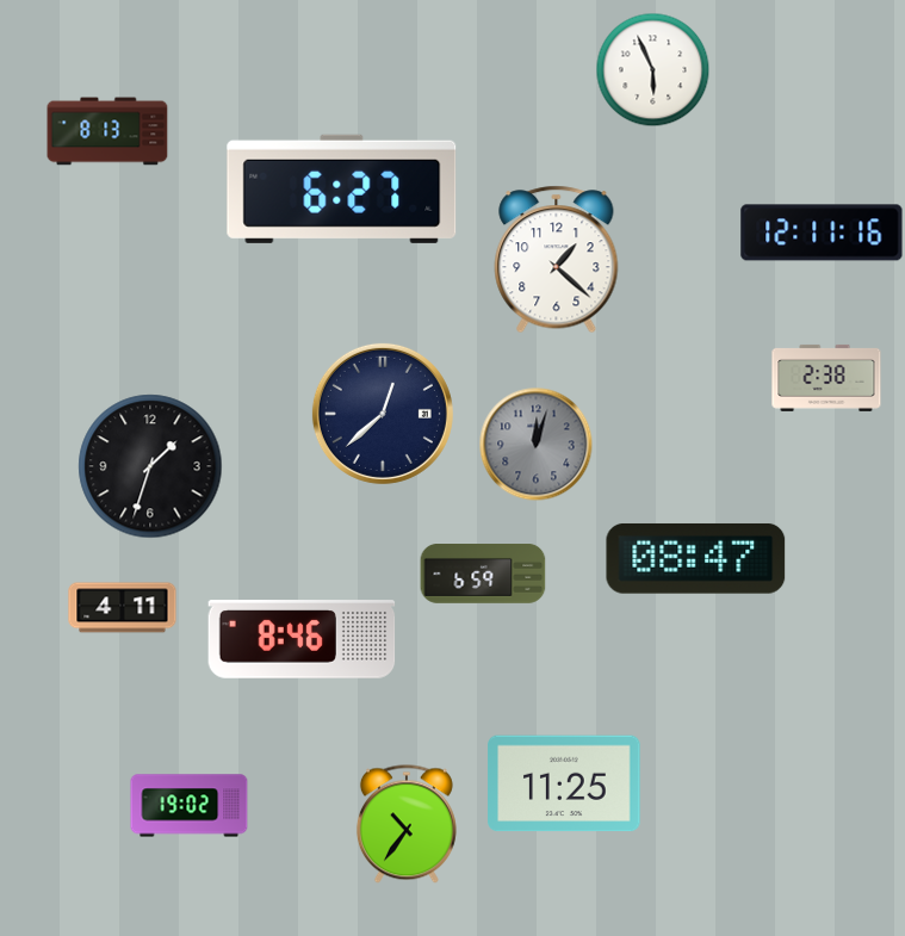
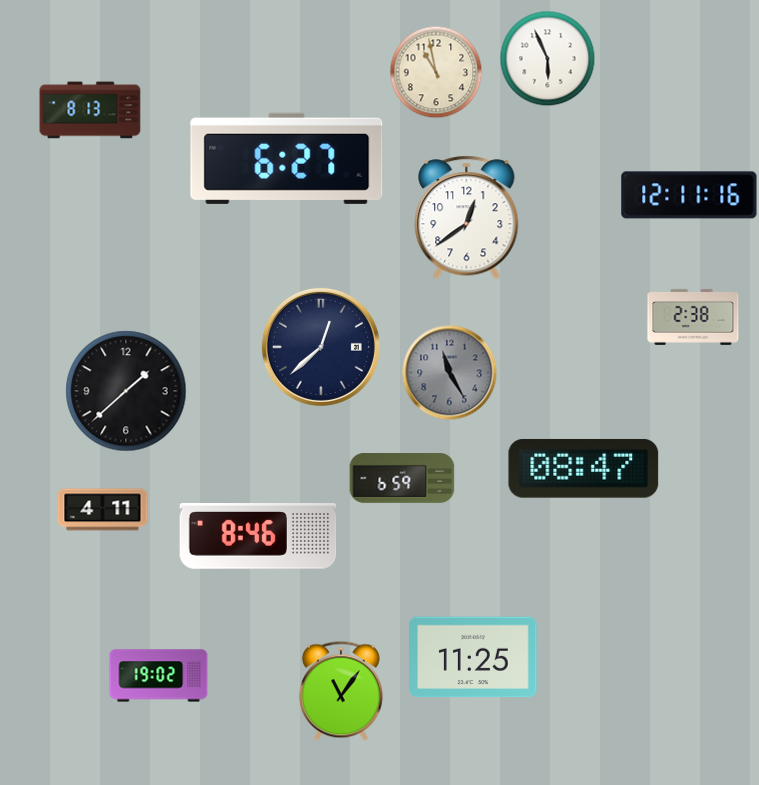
clock at (436, 72): none -> 10:58
clock at (557, 260): 1:22 -> 12:39
clock at (535, 444): 12:03 -> 11:25
clock at (150, 466): 1:33 -> 1:38
clock at (483, 575) position: (483, 575) -> (402, 479)
clock at (302, 639) position: (302, 639) -> (258, 536)
clock at (407, 824): 10:36 -> 11:06
